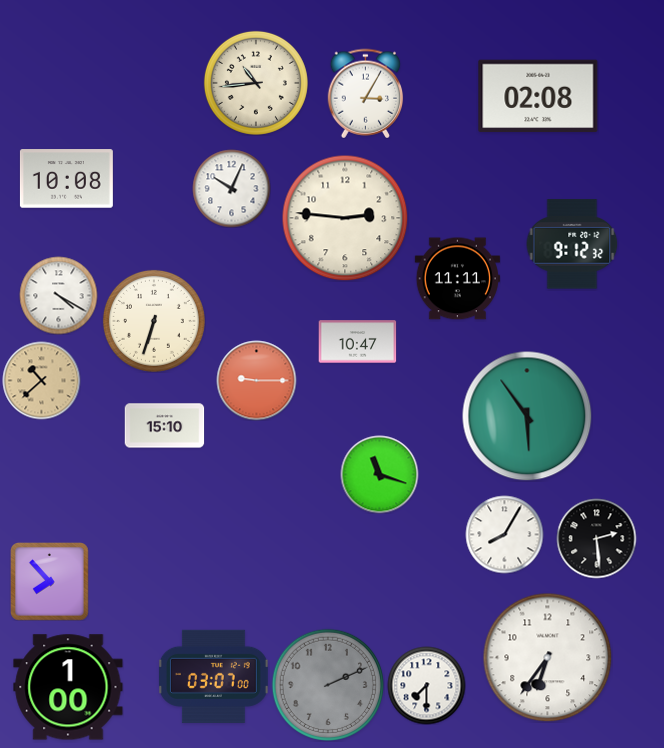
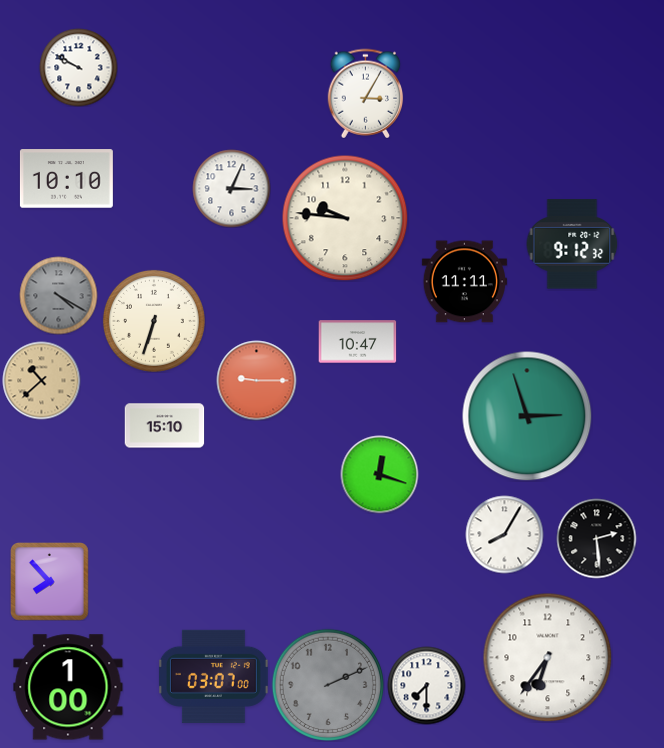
clock at (78, 67): none -> 9:50
clock at (256, 83): 10:44 -> none
clock at (538, 96): 02:08 -> none
clock at (66, 179): 10:08 -> 10:10
clock at (231, 188): 10:04 -> 3:04
clock at (345, 218): 2:46 -> 9:46
clock at (457, 279) position: (457, 279) -> (464, 282)
clock at (58, 295) dial: white -> grey
clock at (527, 416): 5:54 -> 2:57
clock at (379, 474): 11:18 -> 12:18
